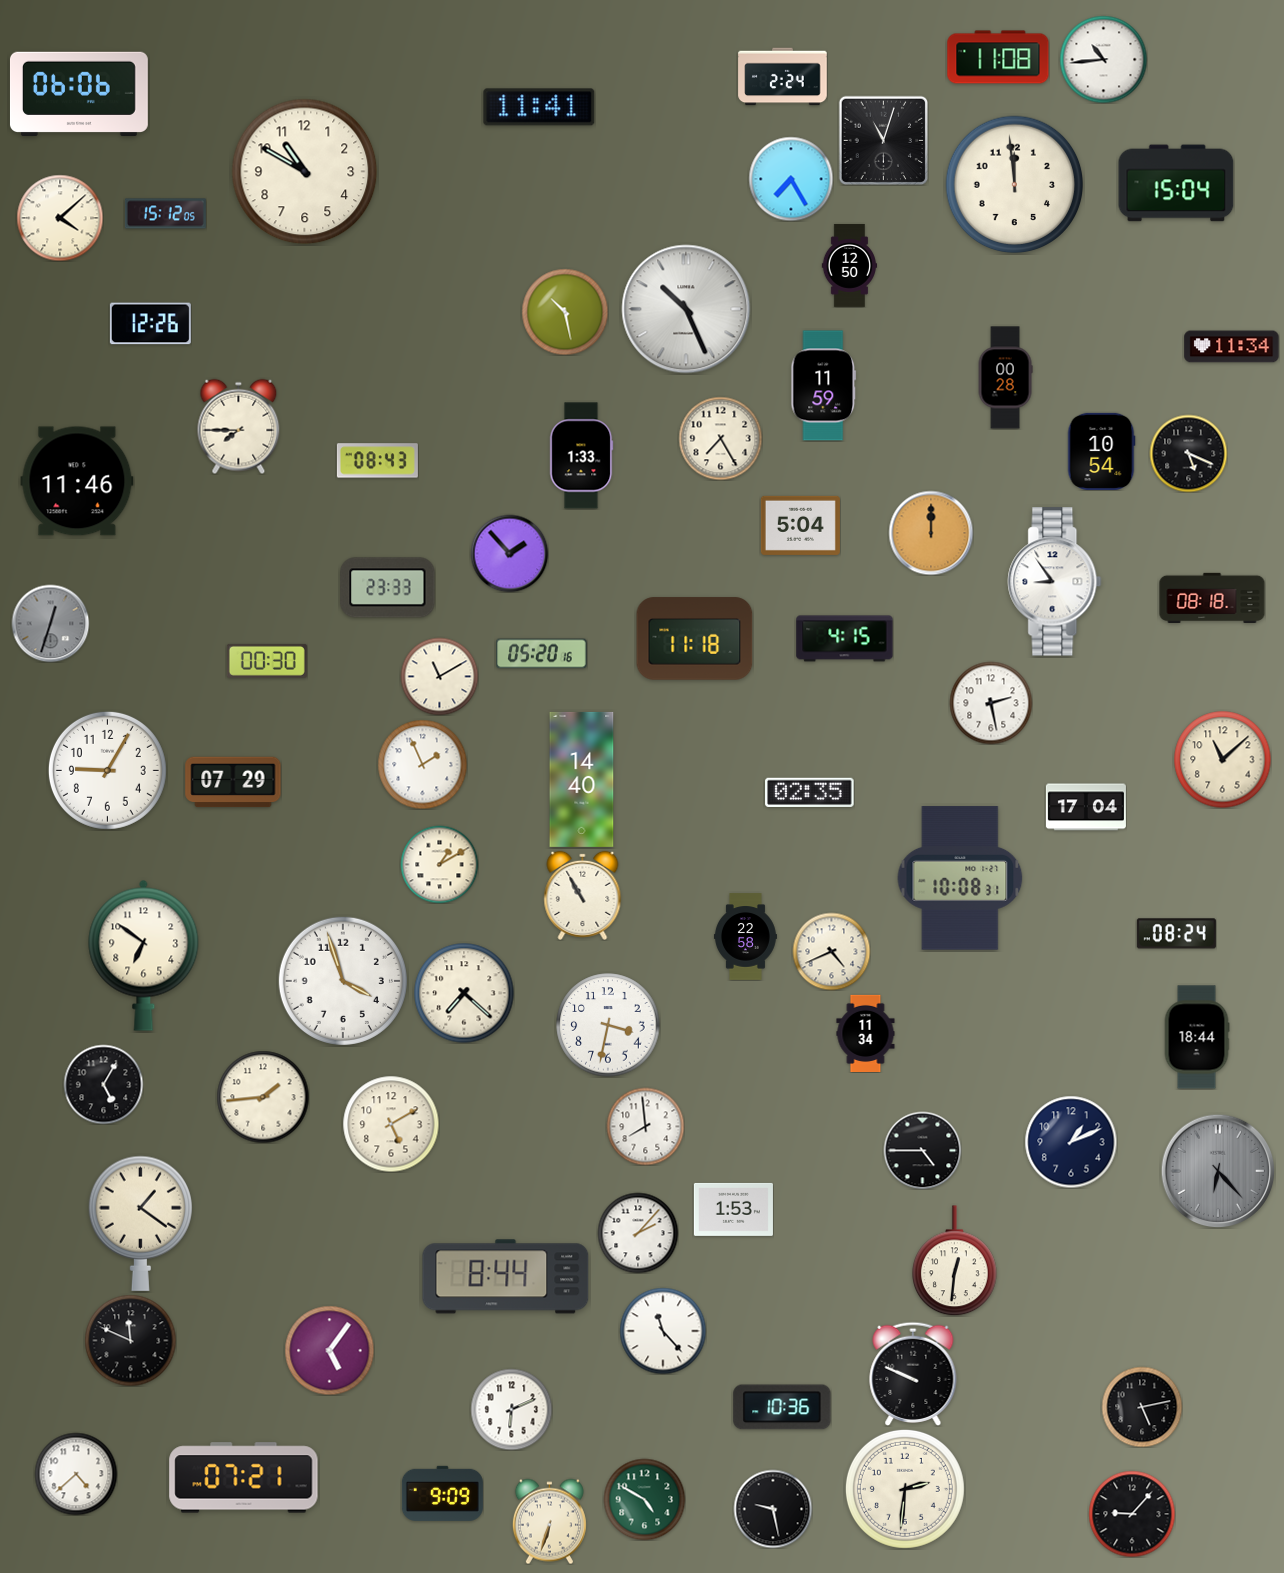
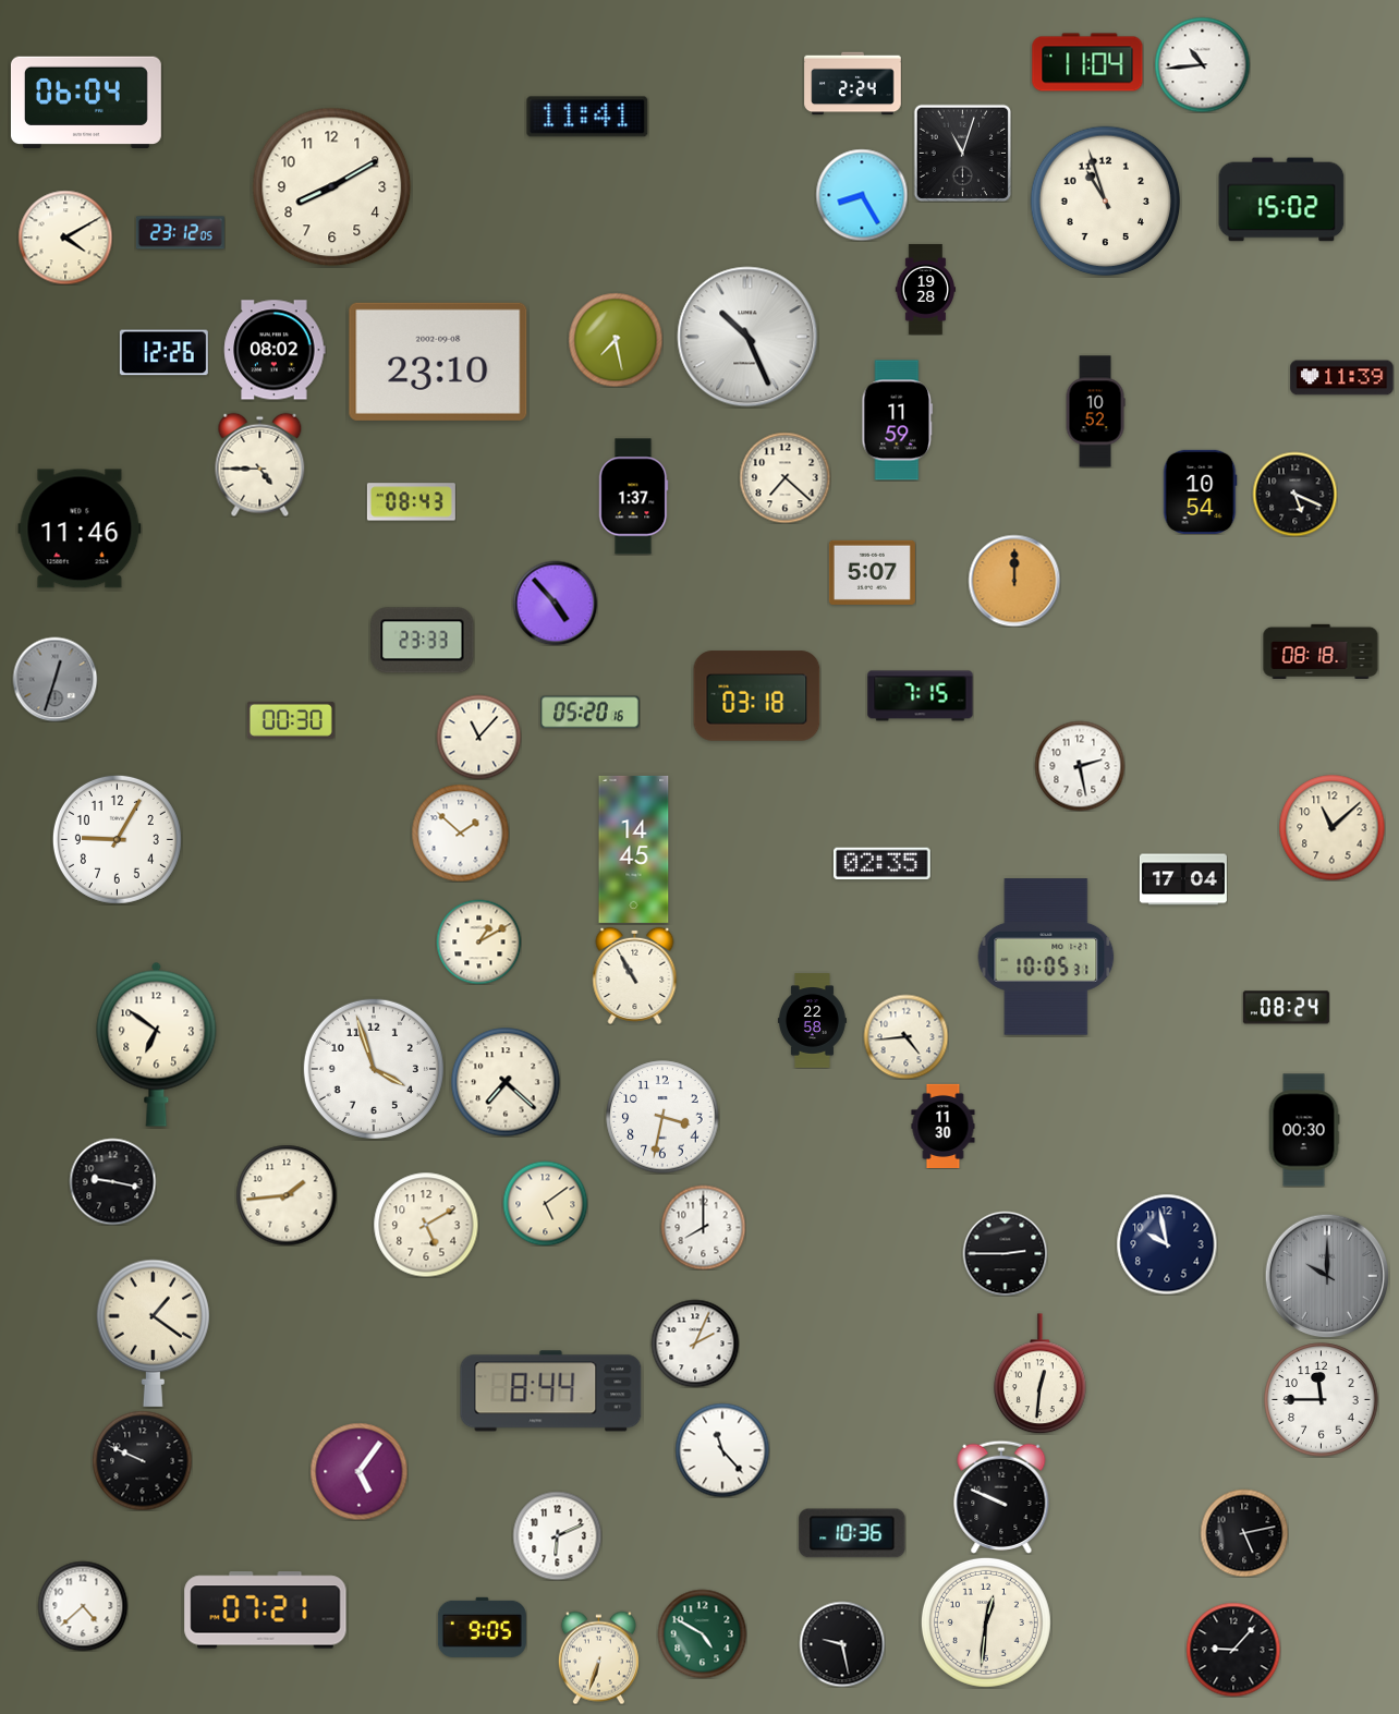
clock at (998, 57): 11:08 -> 11:04
clock at (79, 94): 06:06 -> 06:04
clock at (305, 172): 10:50 -> 8:10
clock at (791, 179): 7:25 -> 8:25
clock at (1176, 183): 15:04 -> 15:02
clock at (1015, 185): 11:59 -> 10:57
clock at (165, 214): 15:12 -> 23:12
clock at (60, 218): 4:08 -> 4:10
clock at (850, 266): 12:50 -> 19:28
clock at (565, 312): 10:28 -> 7:28
clock at (275, 350): none -> 08:02
clock at (438, 362): none -> 23:10
clock at (1232, 347): 11:34 -> 11:39
clock at (1005, 378): 00:28 -> 10:52
clock at (239, 426): 7:45 -> 4:45
clock at (720, 438): 7:25 -> 7:22
clock at (581, 456): 1:33 -> 1:37
clock at (77, 481) position: (77, 481) -> (80, 528)
clock at (800, 525): 5:04 -> 5:07
clock at (509, 553): 1:53 -> 4:53
clock at (1055, 582): 8:54 -> none
clock at (695, 639): 11:18 -> 03:18
clock at (845, 639): 4:15 -> 7:15
clock at (439, 676): 11:10 -> 11:07
clock at (422, 764): 1:56 -> 1:52
clock at (582, 779): 14:40 -> 14:45
clock at (233, 782): 07:29 -> none
clock at (960, 878): 10:08 -> 10:05
clock at (1176, 934) position: (1176, 934) -> (1286, 1008)
clock at (831, 951): 4:41 -> 4:44
clock at (144, 955) position: (144, 955) -> (157, 1044)
clock at (866, 1033): 11:34 -> 11:30
clock at (1197, 1037): 18:44 -> 00:30
clock at (103, 1084): 5:05 -> 9:17
clock at (545, 1203): none -> 5:09
clock at (645, 1126): 7:59 -> 8:00
clock at (1071, 1142): 1:11 -> 9:58
clock at (922, 1150): 4:45 -> 2:45
clock at (1218, 1171): 6:23 -> 10:00
clock at (733, 1209): 1:53 -> none
clock at (638, 1233): 2:07 -> 2:04
clock at (1322, 1400): none -> 11:45
clock at (130, 1340): 11:49 -> 9:49
clock at (913, 1374) position: (913, 1374) -> (1001, 1497)
clock at (905, 1489): 2:31 -> 12:31
clock at (442, 1493): 9:09 -> 9:05
